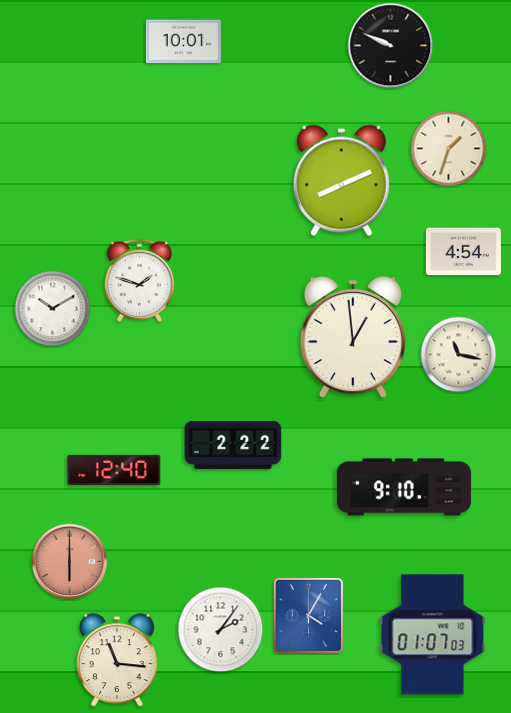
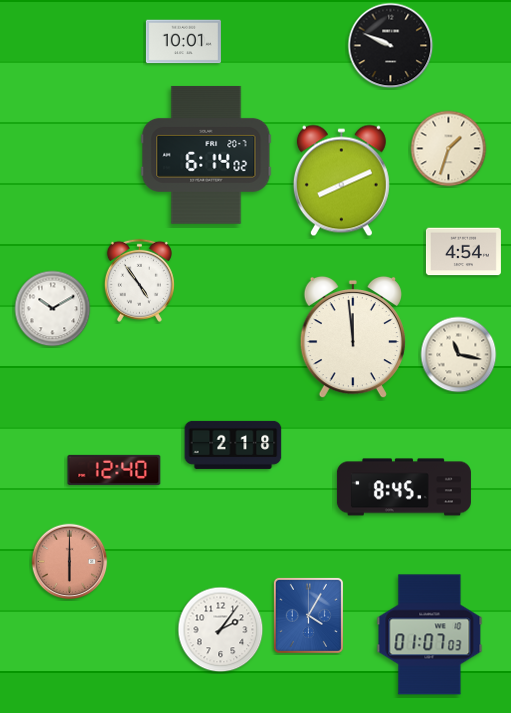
clock at (206, 155): none -> 6:14
clock at (139, 280): 1:48 -> 4:54
clock at (353, 337): 12:59 -> 11:59
clock at (233, 445): 2:22 -> 2:18
clock at (404, 487): 9:10 -> 8:45
clock at (433, 635) position: (433, 635) -> (430, 635)
clock at (117, 660): 11:16 -> none
